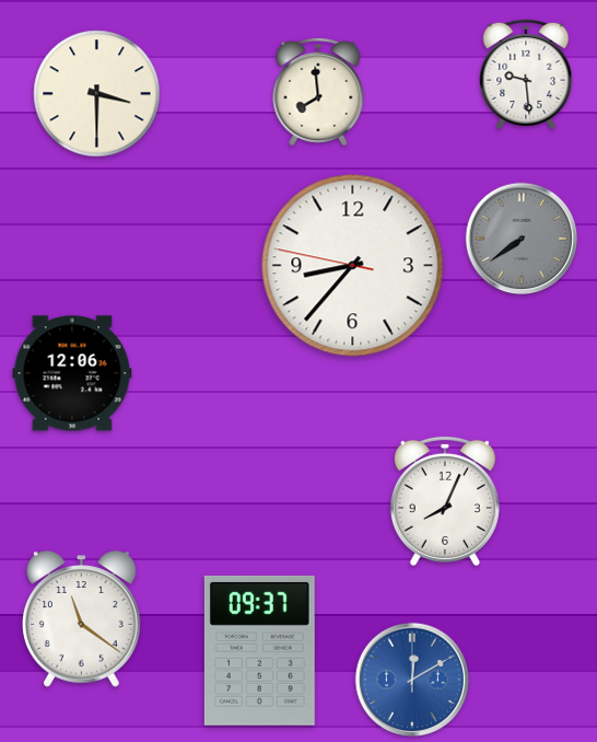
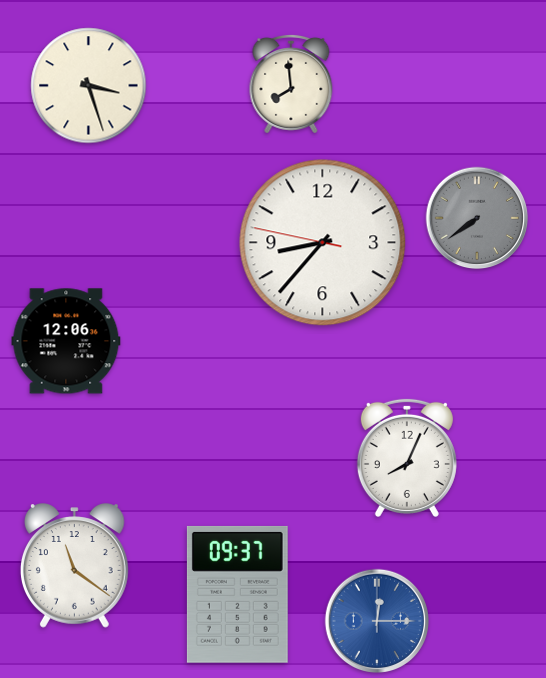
clock at (526, 74): 9:29 -> none
clock at (97, 94): 3:30 -> 3:27
clock at (411, 679): 12:10 -> 12:15
